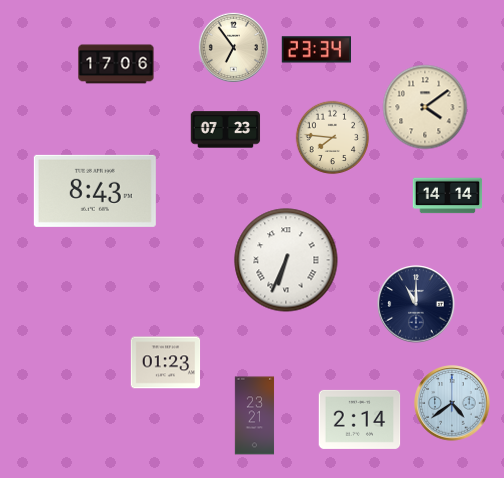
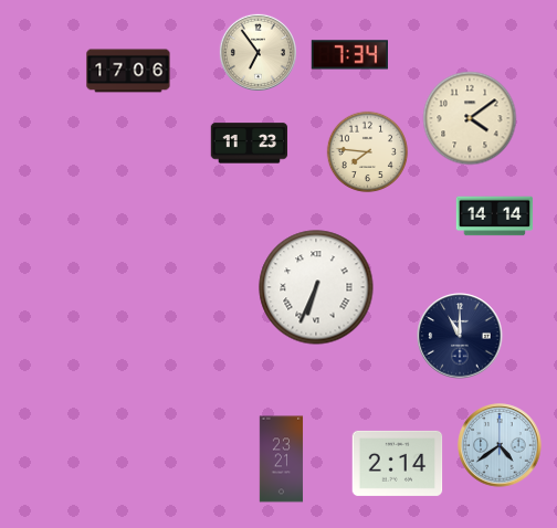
clock at (316, 50): 23:34 -> 7:34
clock at (226, 130): 07:23 -> 11:23
clock at (95, 191): 8:43 -> none
clock at (166, 363): 01:23 -> none
